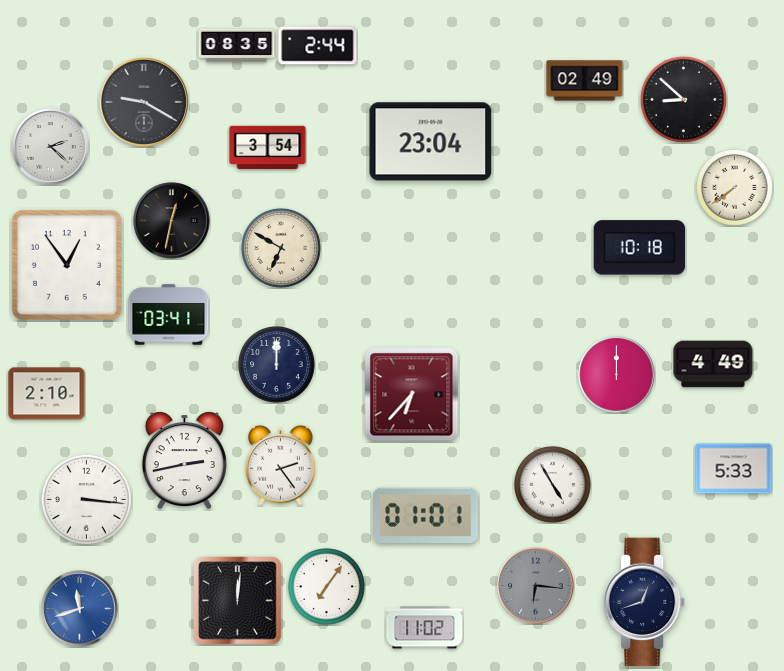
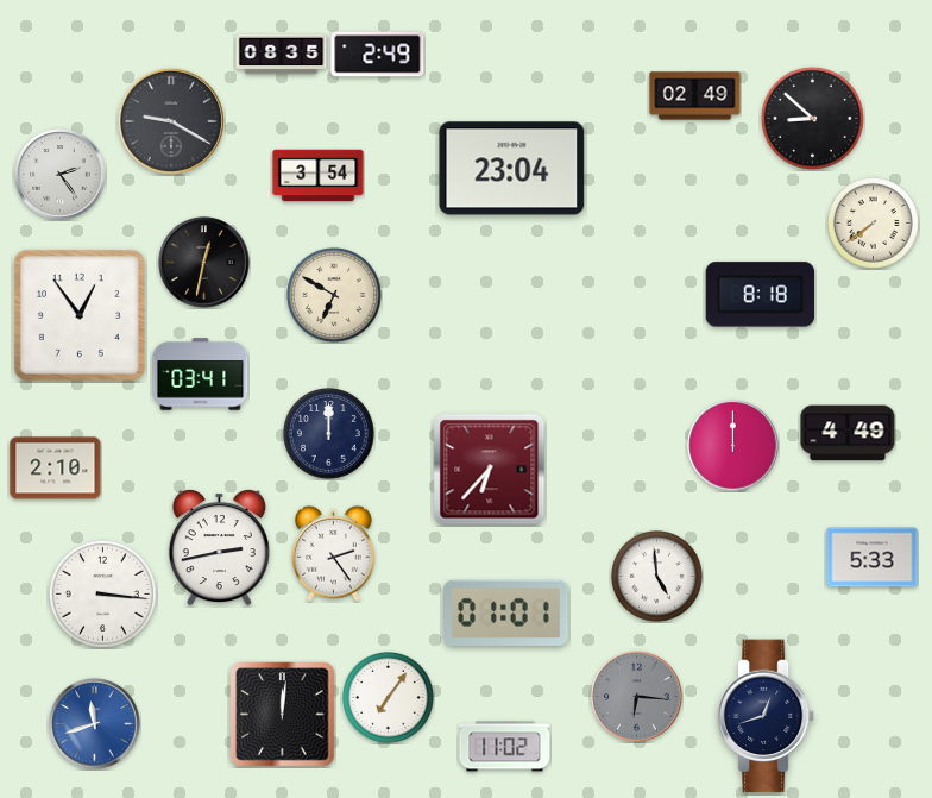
clock at (318, 46): 2:44 -> 2:49
clock at (51, 147): 2:22 -> 2:24
clock at (640, 248): 10:18 -> 8:18
clock at (553, 485): 4:55 -> 4:59
